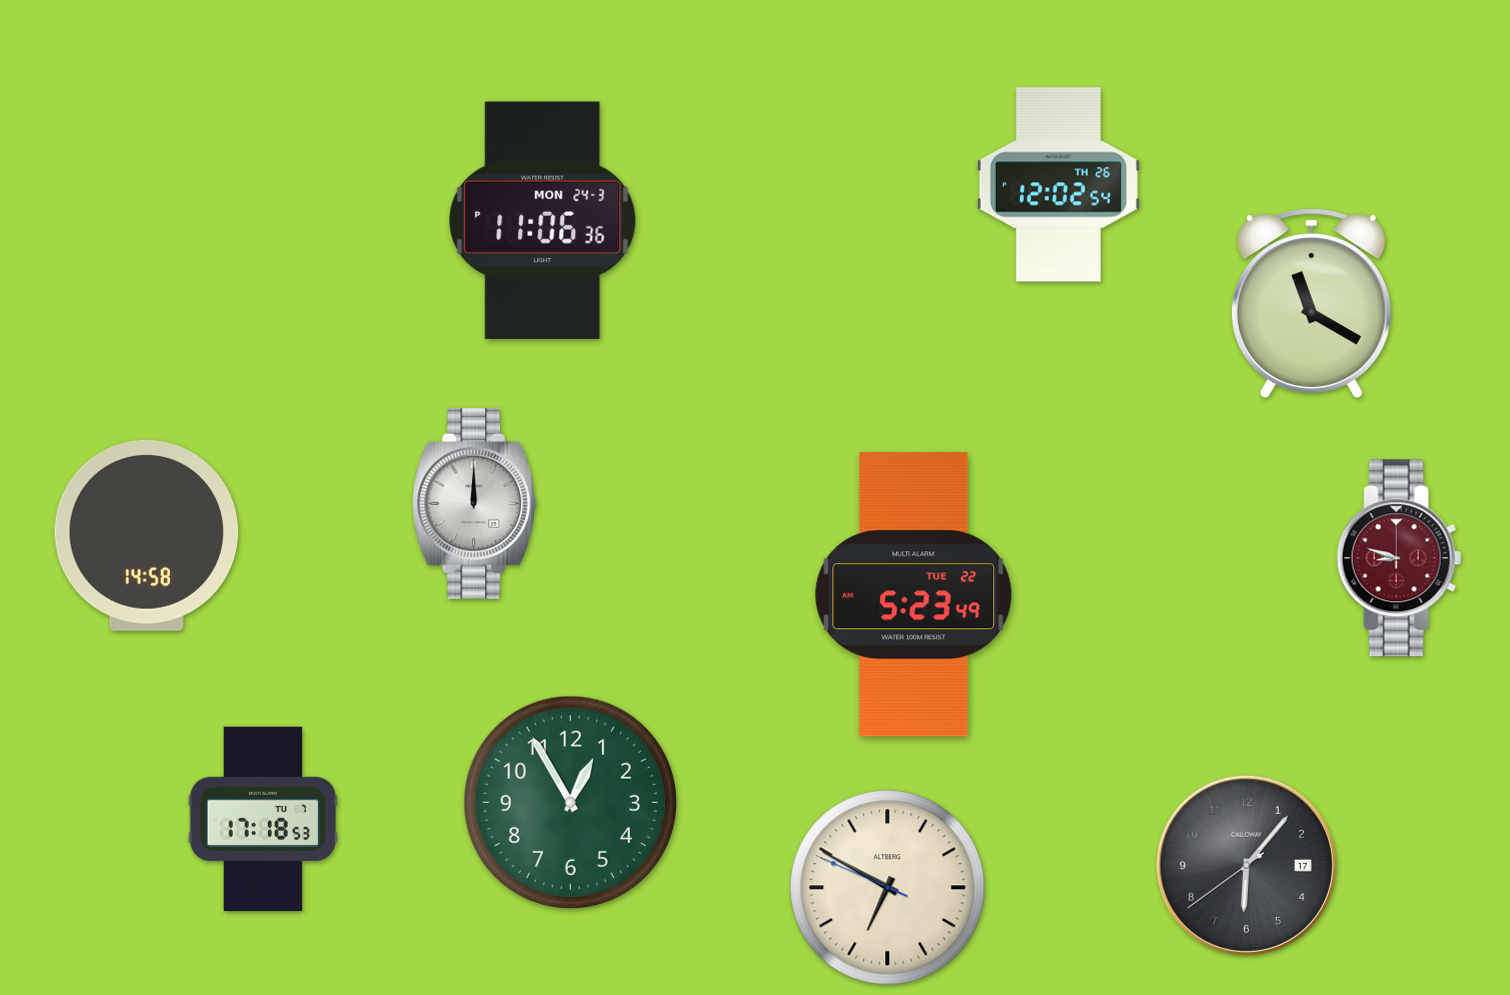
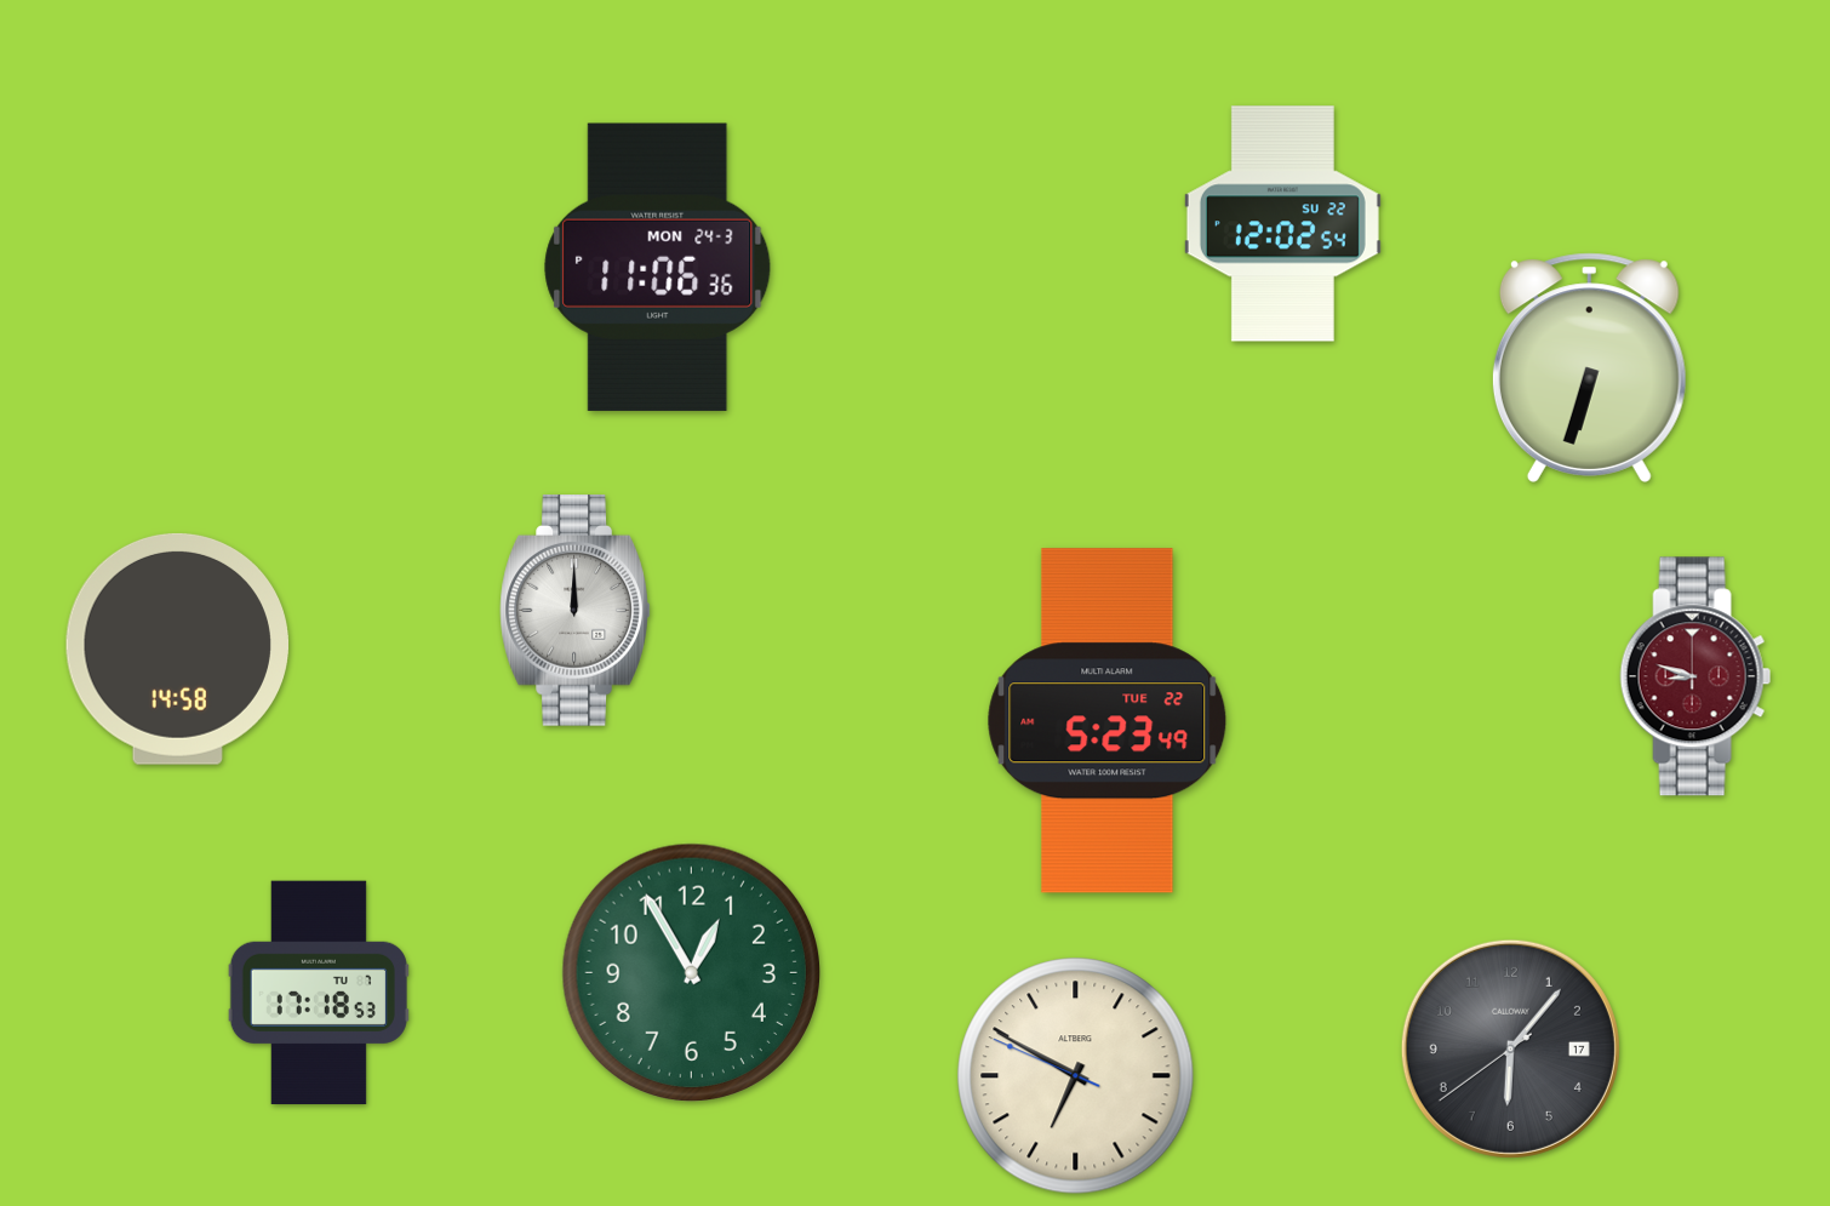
clock at (1058, 185) date: TH 26 -> SU 22
clock at (1311, 303): 11:20 -> 6:33
